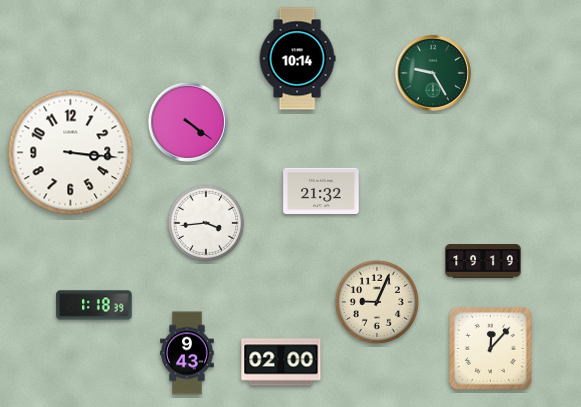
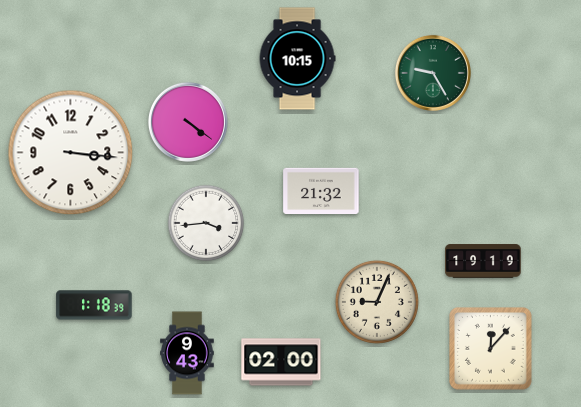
clock at (297, 59): 10:14 -> 10:15
